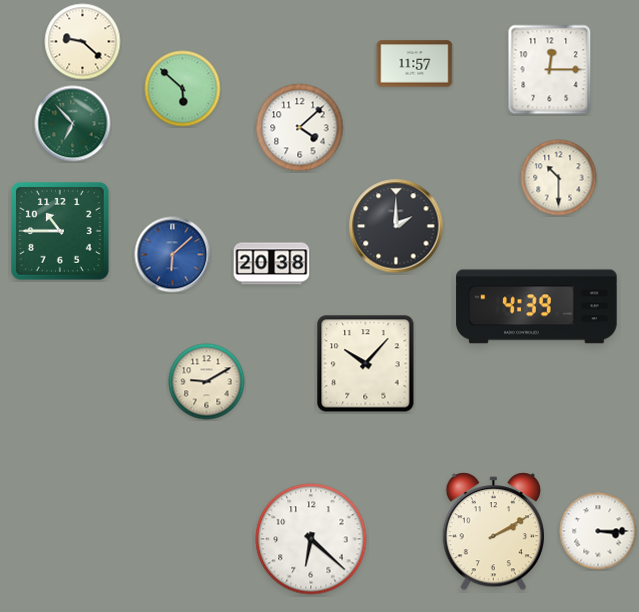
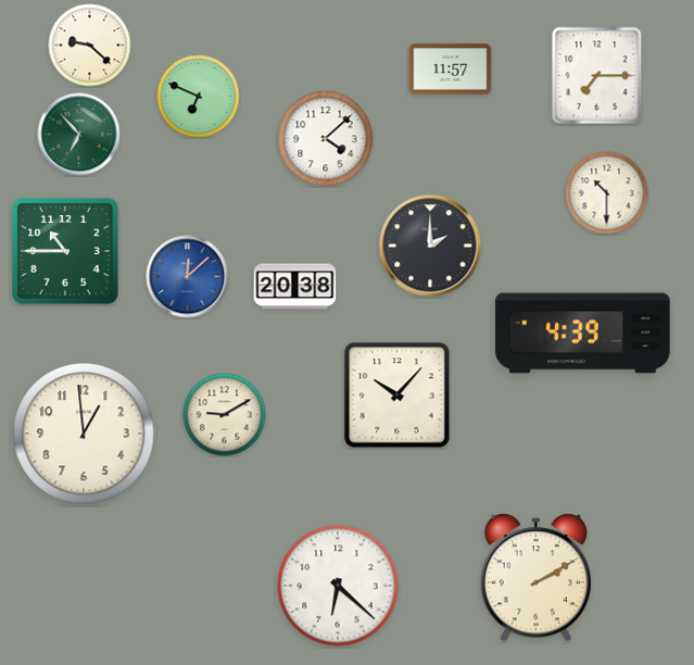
clock at (550, 70): 12:15 -> 7:15
clock at (183, 89): 5:52 -> 6:49
clock at (173, 255): 6:08 -> 12:08
clock at (84, 434): none -> 12:59
clock at (598, 531): 3:15 -> none
